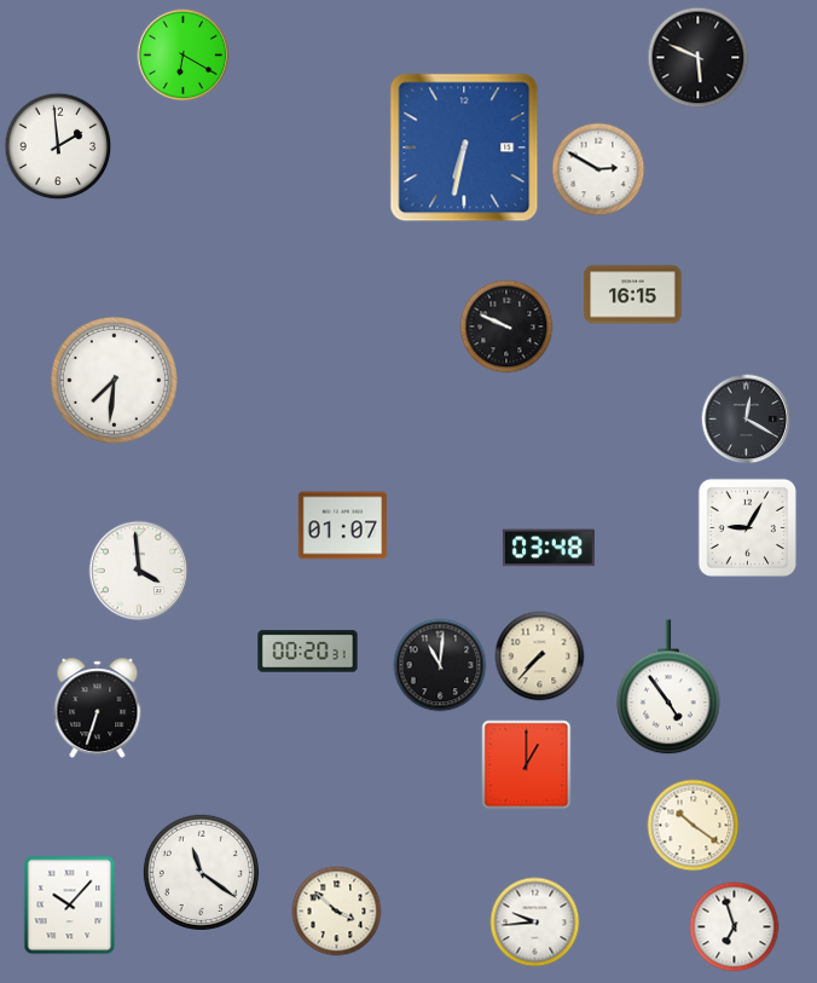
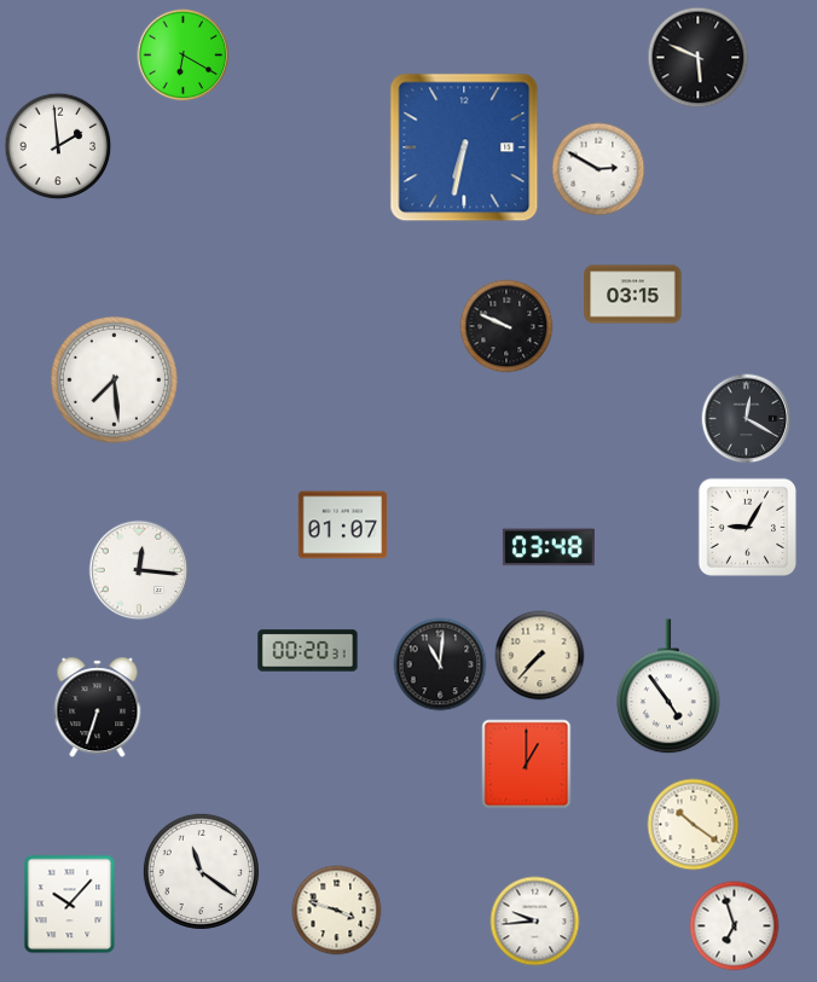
clock at (633, 295): 16:15 -> 03:15
clock at (114, 380): 7:31 -> 7:29
clock at (139, 571): 3:59 -> 12:16
clock at (337, 912): 3:52 -> 3:48
